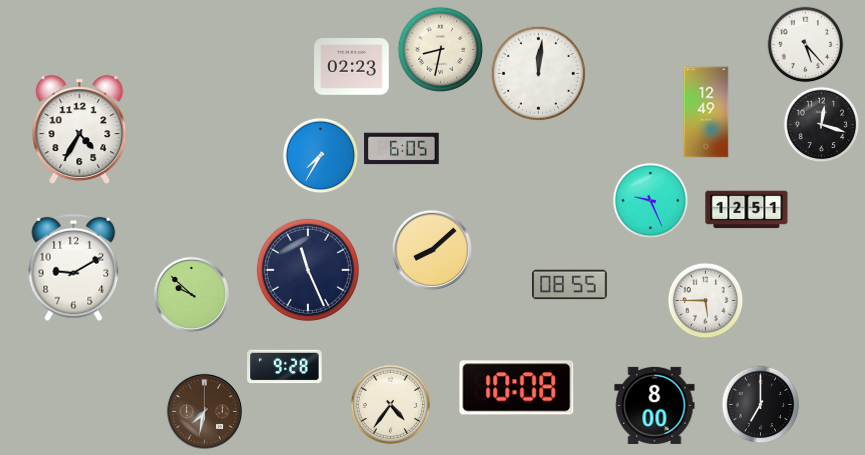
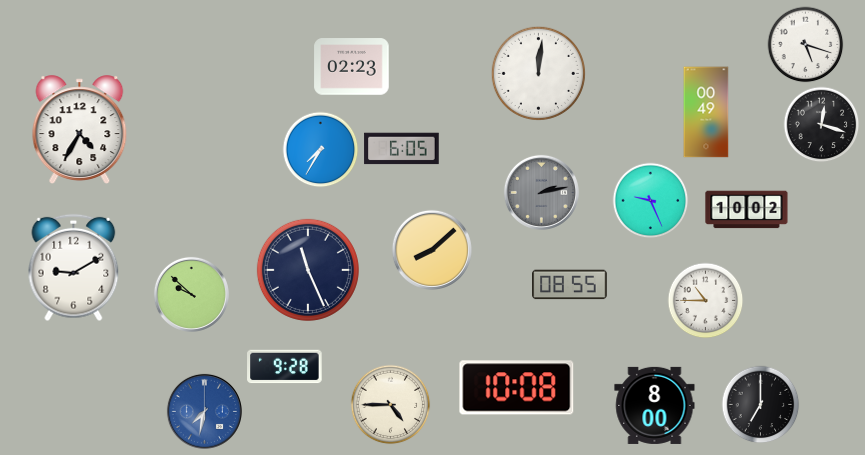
clock at (806, 45): 5:23 -> 5:18
clock at (441, 50): 8:32 -> none
clock at (706, 112): 12:49 -> 00:49
clock at (321, 156) position: (321, 156) -> (321, 150)
clock at (541, 192): none -> 2:13
clock at (747, 210): 12:51 -> 10:02
clock at (706, 301): 5:45 -> 10:45
clock at (391, 405): 4:36 -> 4:45
clock at (204, 411) dial: brown -> blue
